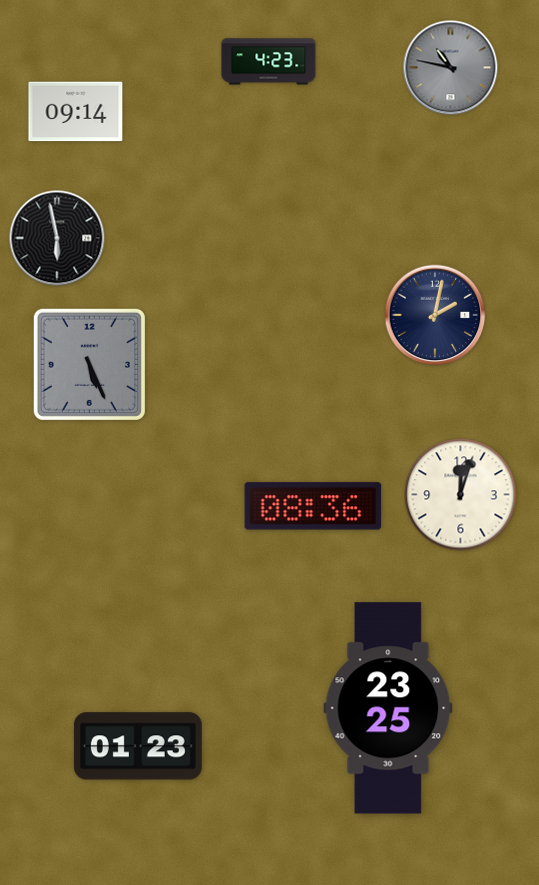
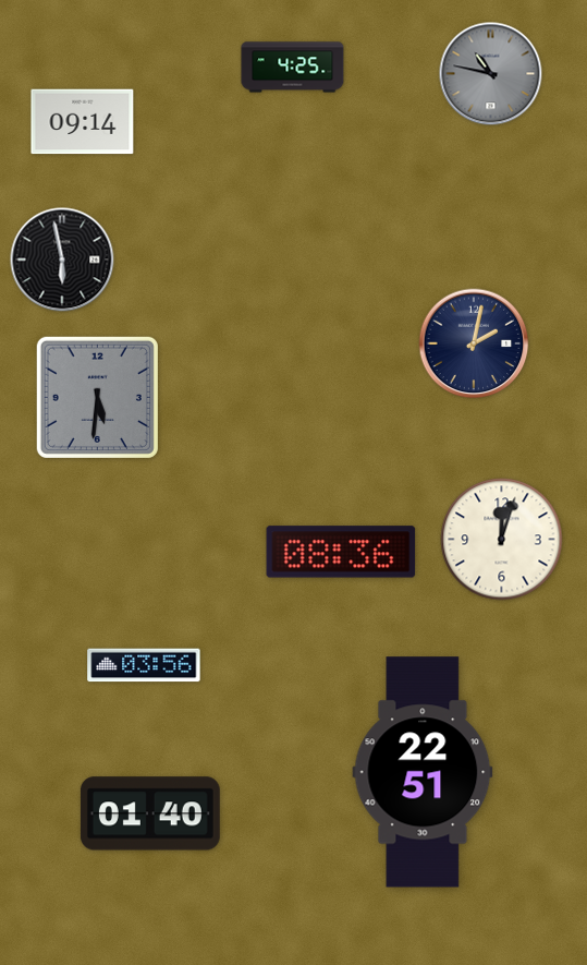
clock at (269, 62): 4:23 -> 4:25
clock at (89, 364): 5:26 -> 5:31
clock at (144, 665): none -> 03:56
clock at (388, 708): 23:25 -> 22:51
clock at (138, 746): 01:23 -> 01:40
